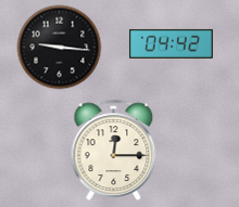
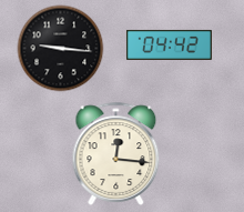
clock at (171, 43) position: (171, 43) -> (169, 44)
clock at (114, 150): 12:15 -> 12:16
